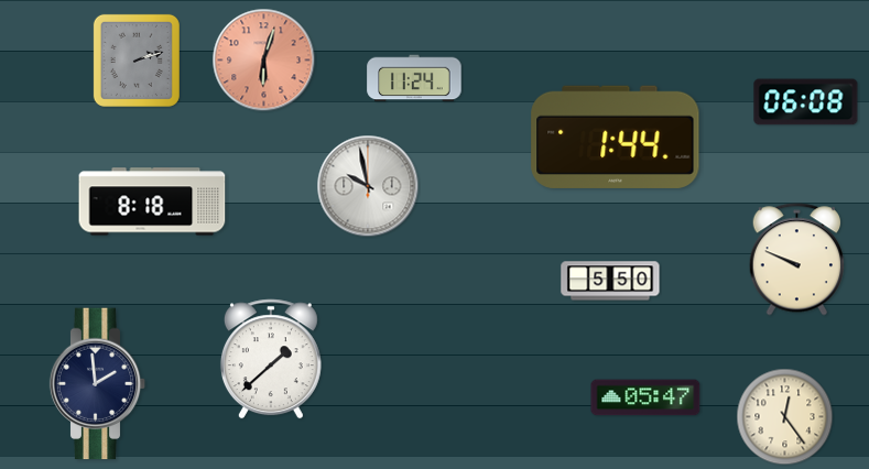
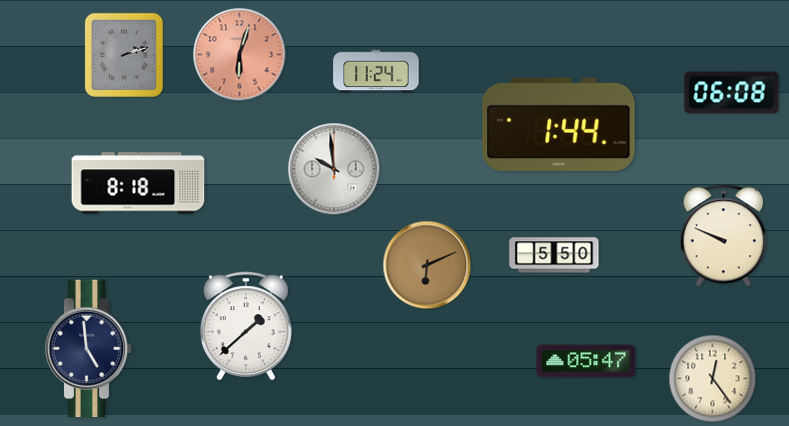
clock at (368, 186): 9:58 -> 9:59
clock at (427, 265): none -> 6:11
clock at (98, 384): 1:59 -> 4:59
